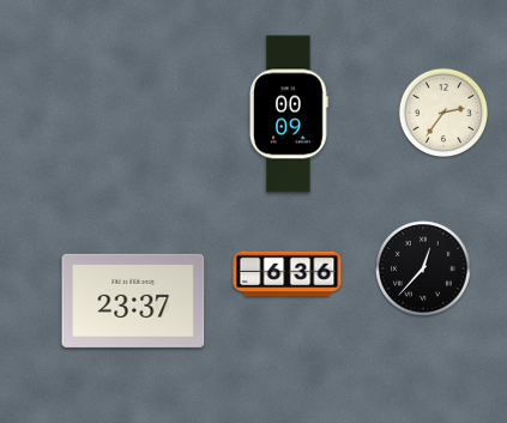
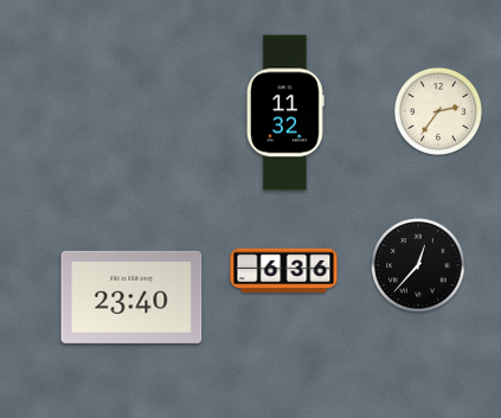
clock at (290, 114): 00:09 -> 11:32
clock at (133, 301): 23:37 -> 23:40
